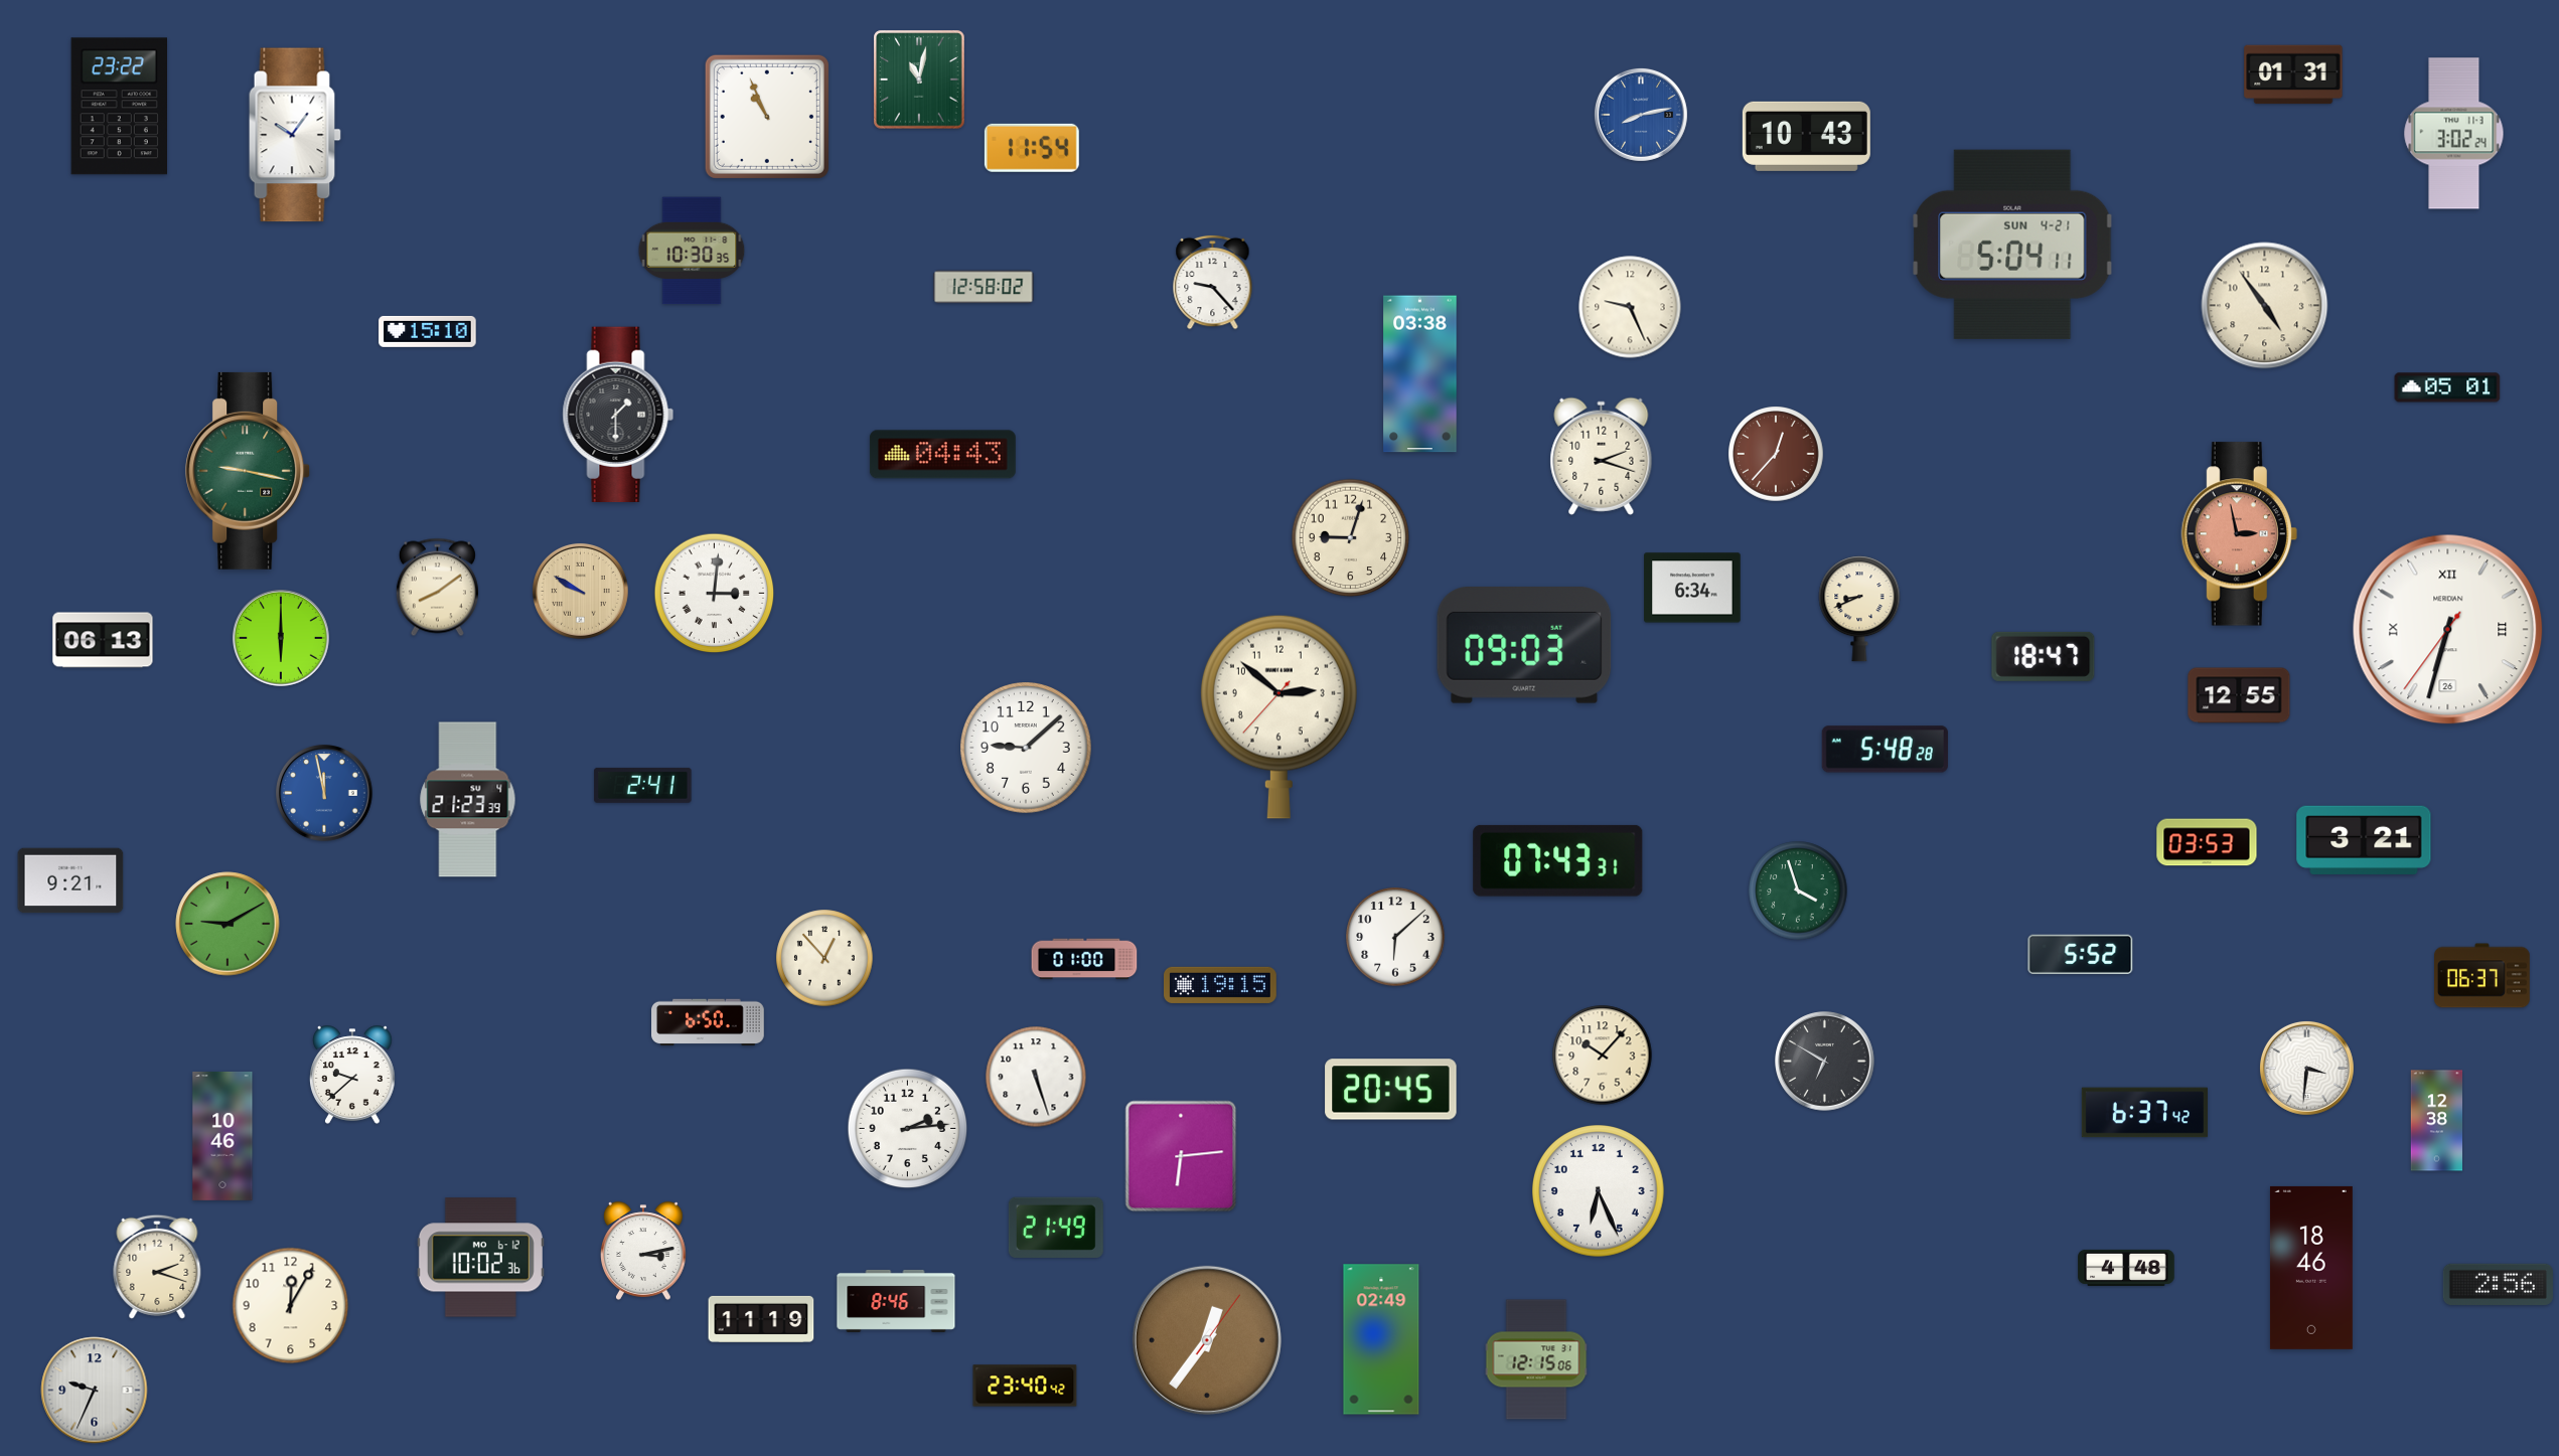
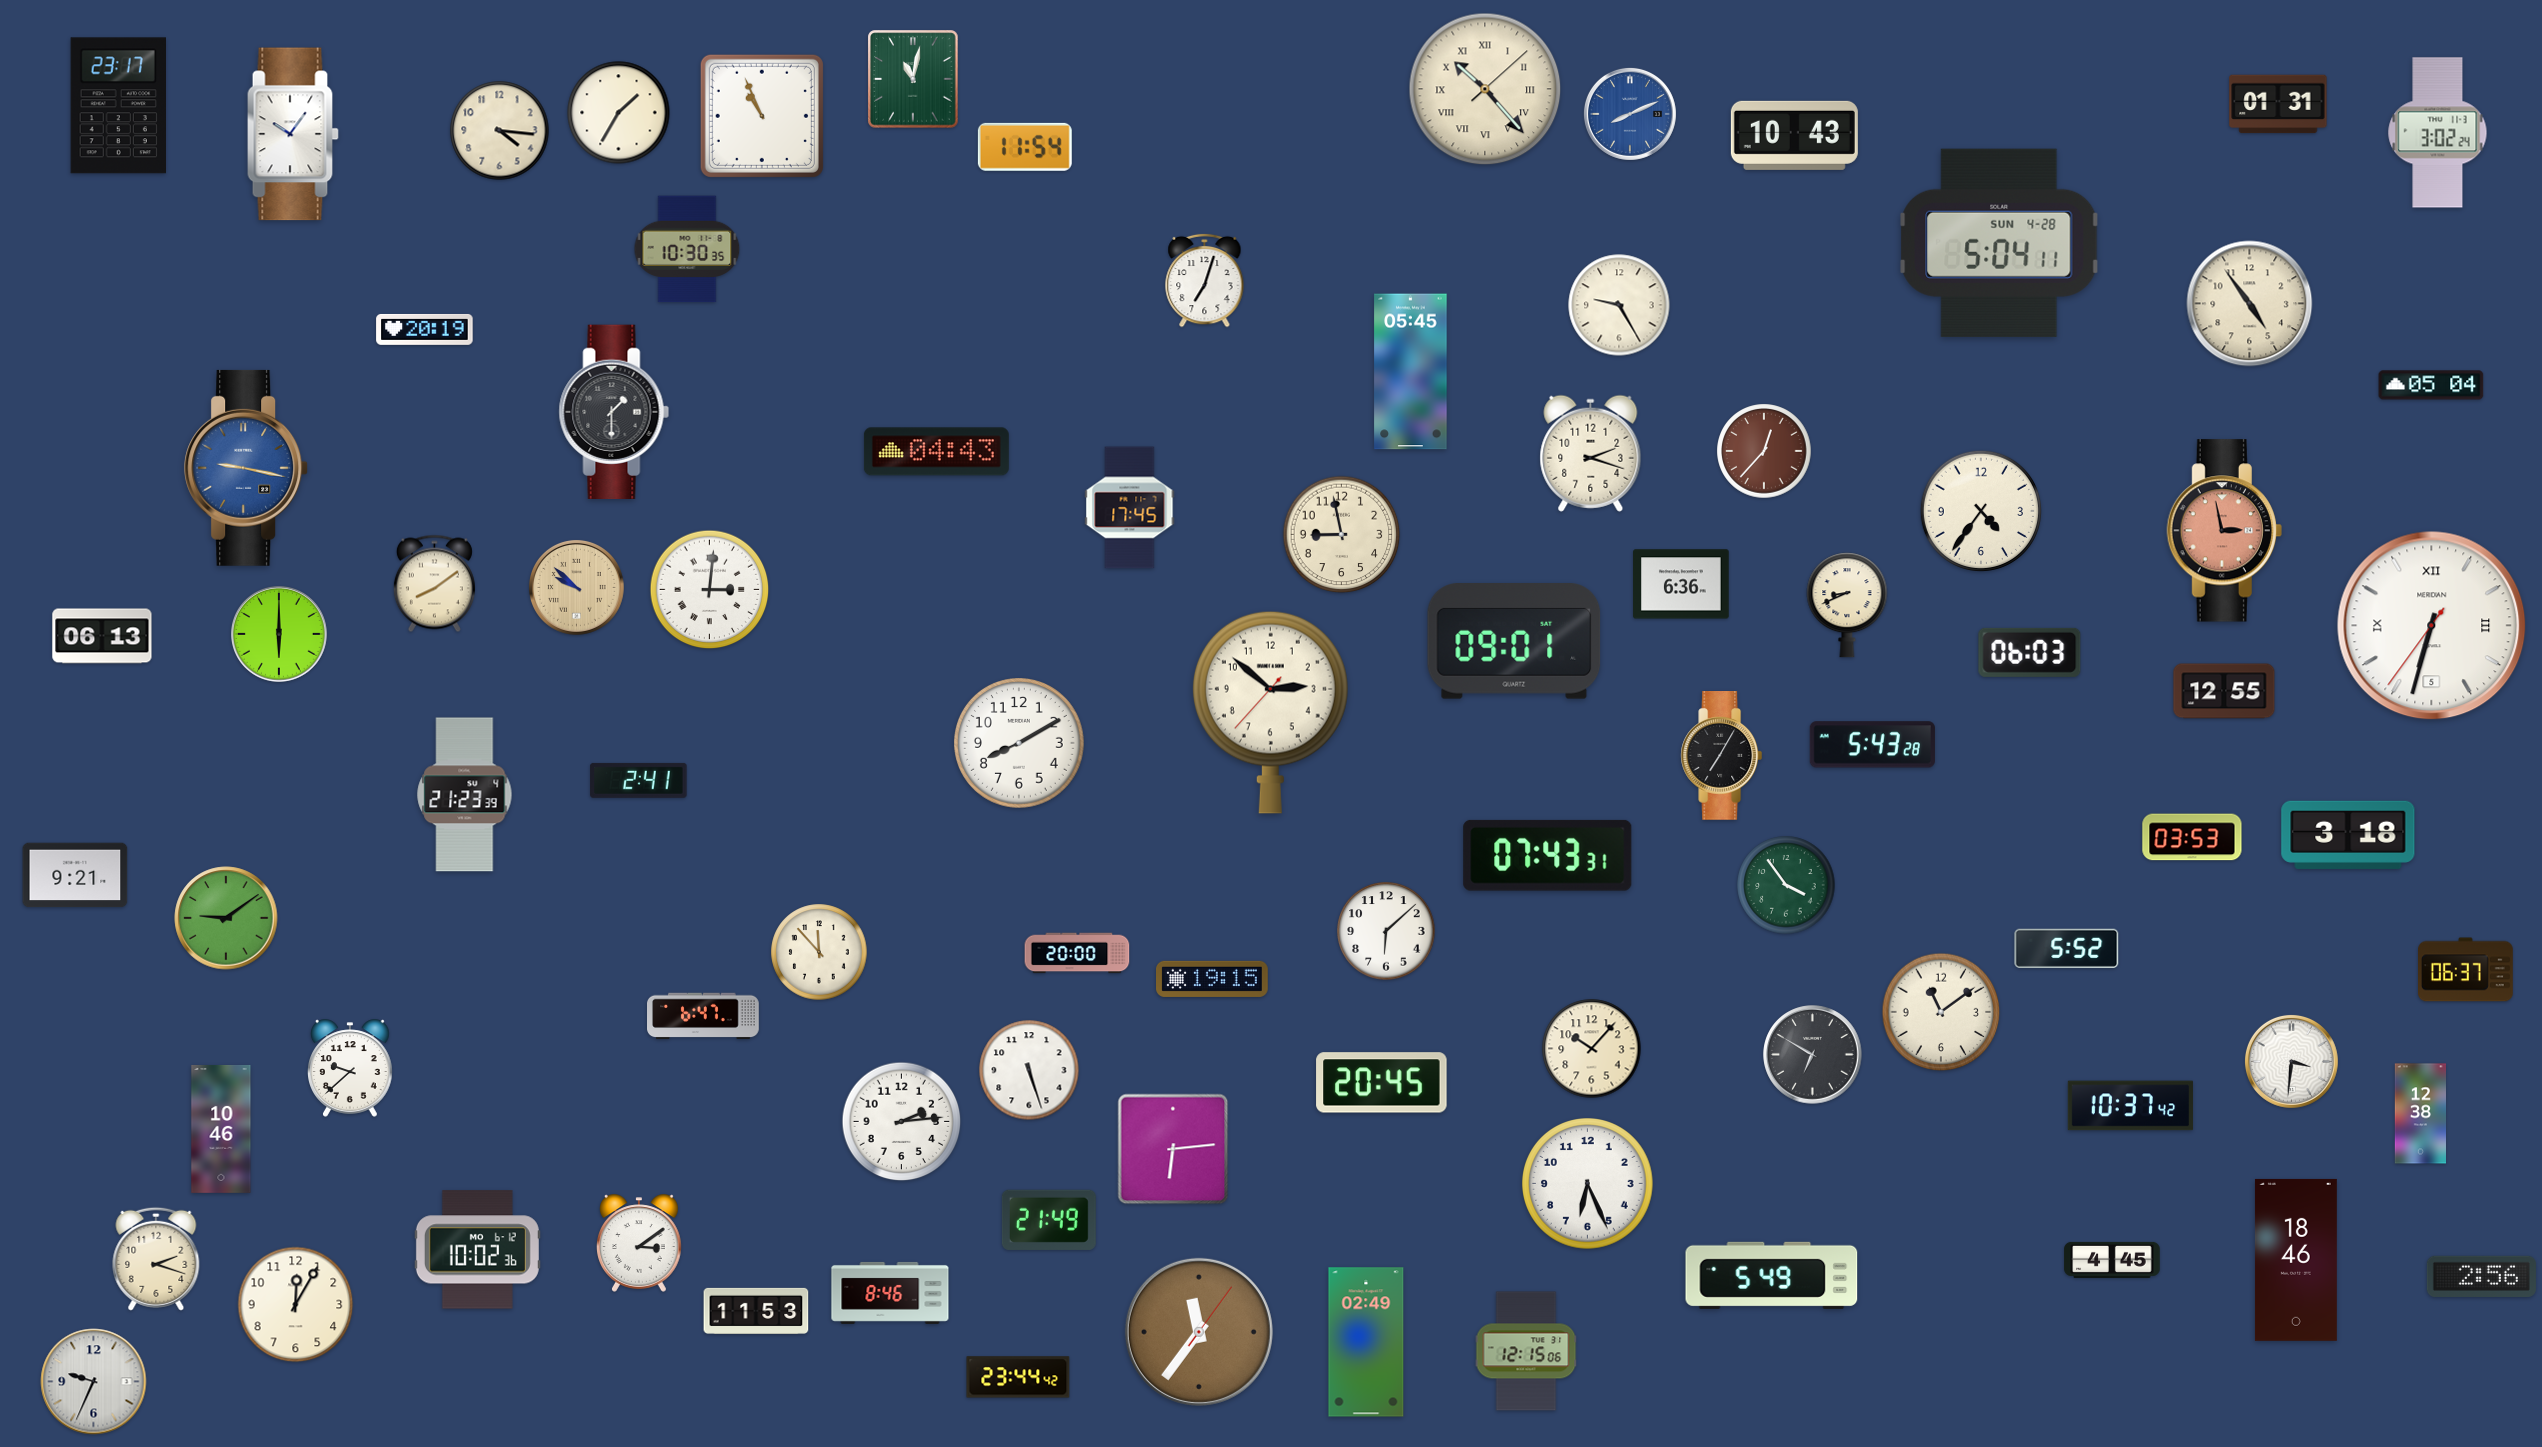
clock at (2293, 74) position: (2293, 74) -> (2278, 104)
clock at (1485, 89): none -> 10:23
clock at (119, 107): 23:22 -> 23:17
clock at (619, 113): none -> 1:35
clock at (1641, 115): 8:13 -> 8:11
clock at (500, 131): none -> 4:16
clock at (2012, 245) date: SUN 4-21 -> SUN 4-28
clock at (1213, 282): 9:23 -> 7:03
clock at (984, 287): 12:58 -> none
clock at (1630, 307): 9:26 -> 9:25
clock at (428, 331): 15:10 -> 20:19
clock at (1420, 374): 03:38 -> 05:45
clock at (2447, 387): 05:01 -> 05:04
clock at (249, 471) dial: green -> blue
clock at (1130, 508): none -> 17:45
clock at (1980, 510): none -> 4:36
clock at (1351, 538): 9:03 -> 8:58
clock at (1692, 588): 6:34 -> 6:36
clock at (581, 592): 9:50 -> 9:52
clock at (2448, 630) date: 26 -> 5
clock at (1524, 646): 09:03 -> 09:01
clock at (2044, 656): 18:47 -> 06:03
clock at (1027, 749): 9:08 -> 8:10
clock at (1885, 750): 5:48 -> 5:43
clock at (1722, 756): none -> 7:05
clock at (325, 794): 11:58 -> none
clock at (2364, 840): 3:21 -> 3:18
clock at (70, 880) position: (70, 880) -> (75, 875)
clock at (1798, 891): 3:57 -> 3:54
clock at (228, 924): 9:10 -> 9:09
clock at (824, 958): 12:53 -> 11:53
clock at (1084, 959): 01:00 -> 20:00
clock at (1941, 1012): none -> 11:09
clock at (708, 1022): 6:50 -> 6:47
clock at (2144, 1113): 6:37 -> 10:37
clock at (644, 1251): 3:13 -> 3:09
clock at (2126, 1268): 4:48 -> 4:45
clock at (1772, 1275): none -> 5:49
clock at (291, 1306) position: (291, 1306) -> (296, 1305)
clock at (761, 1319): 11:19 -> 11:53
clock at (1381, 1339) position: (1381, 1339) -> (1366, 1342)
clock at (1207, 1340): 12:36 -> 11:36
clock at (1025, 1386): 23:40 -> 23:44
